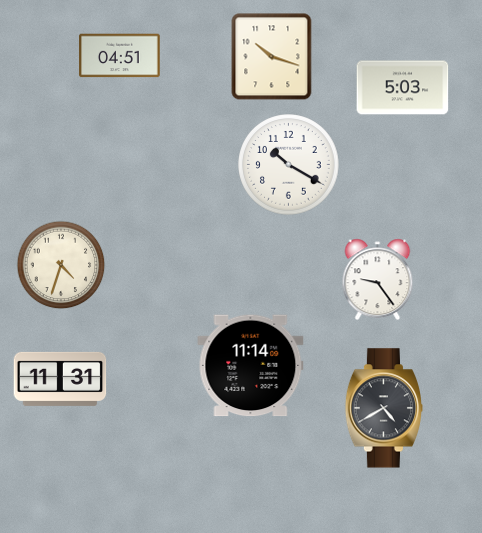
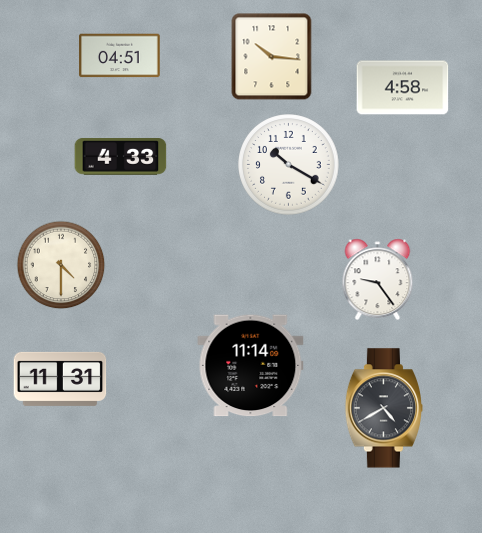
clock at (272, 57): 10:18 -> 10:16
clock at (403, 88): 5:03 -> 4:58
clock at (121, 157): none -> 4:33
clock at (61, 265): 4:33 -> 4:30
